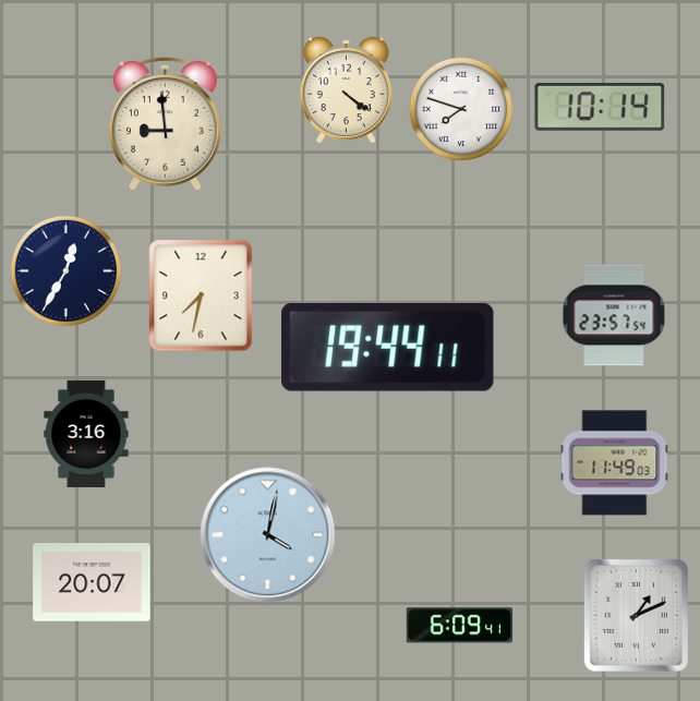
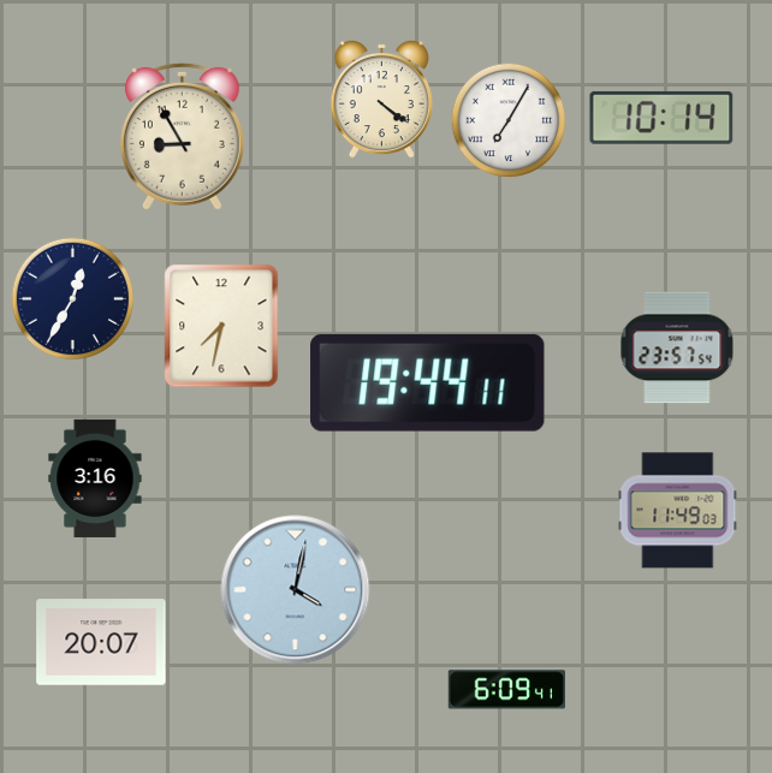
clock at (461, 109): 7:48 -> 7:05
clock at (165, 123): 8:59 -> 8:55
clock at (636, 615): 1:11 -> none
